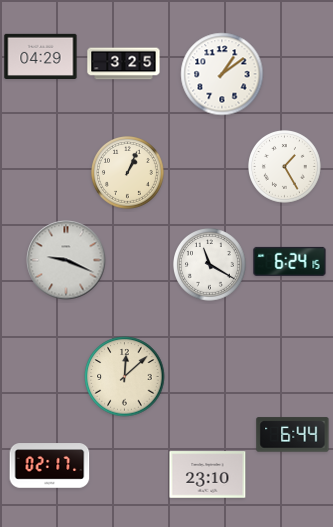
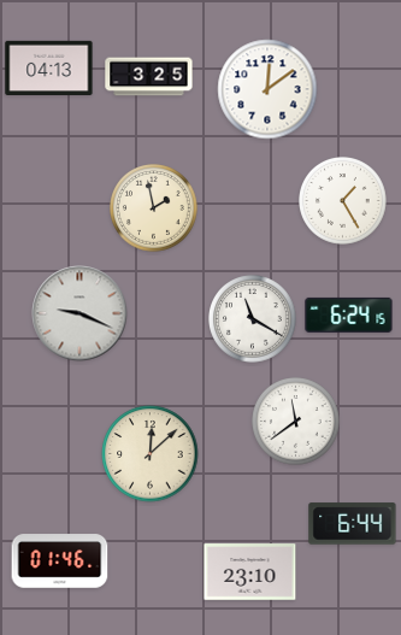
clock at (41, 56): 04:29 -> 04:13
clock at (222, 74): 1:09 -> 12:09
clock at (128, 173): 1:04 -> 1:58
clock at (296, 422): none -> 11:39
clock at (50, 466): 02:17 -> 01:46
